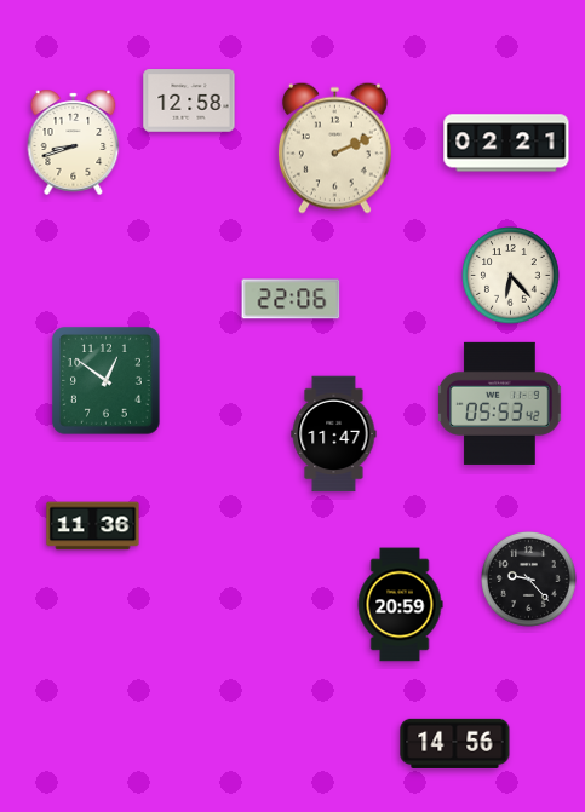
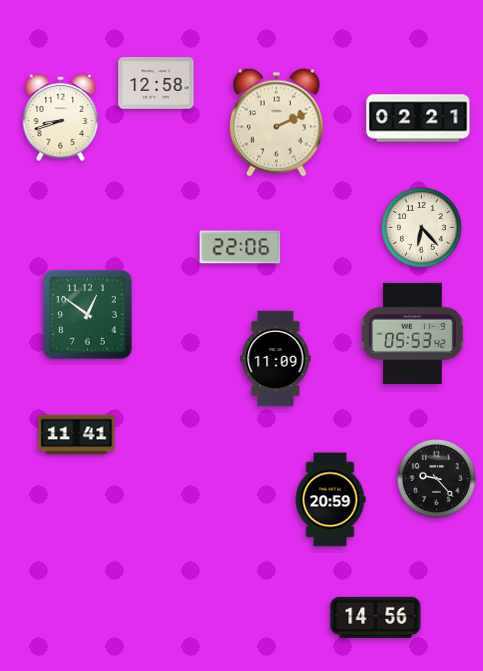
clock at (334, 434): 11:47 -> 11:09
clock at (93, 526): 11:36 -> 11:41
clock at (455, 743) position: (455, 743) -> (376, 617)
